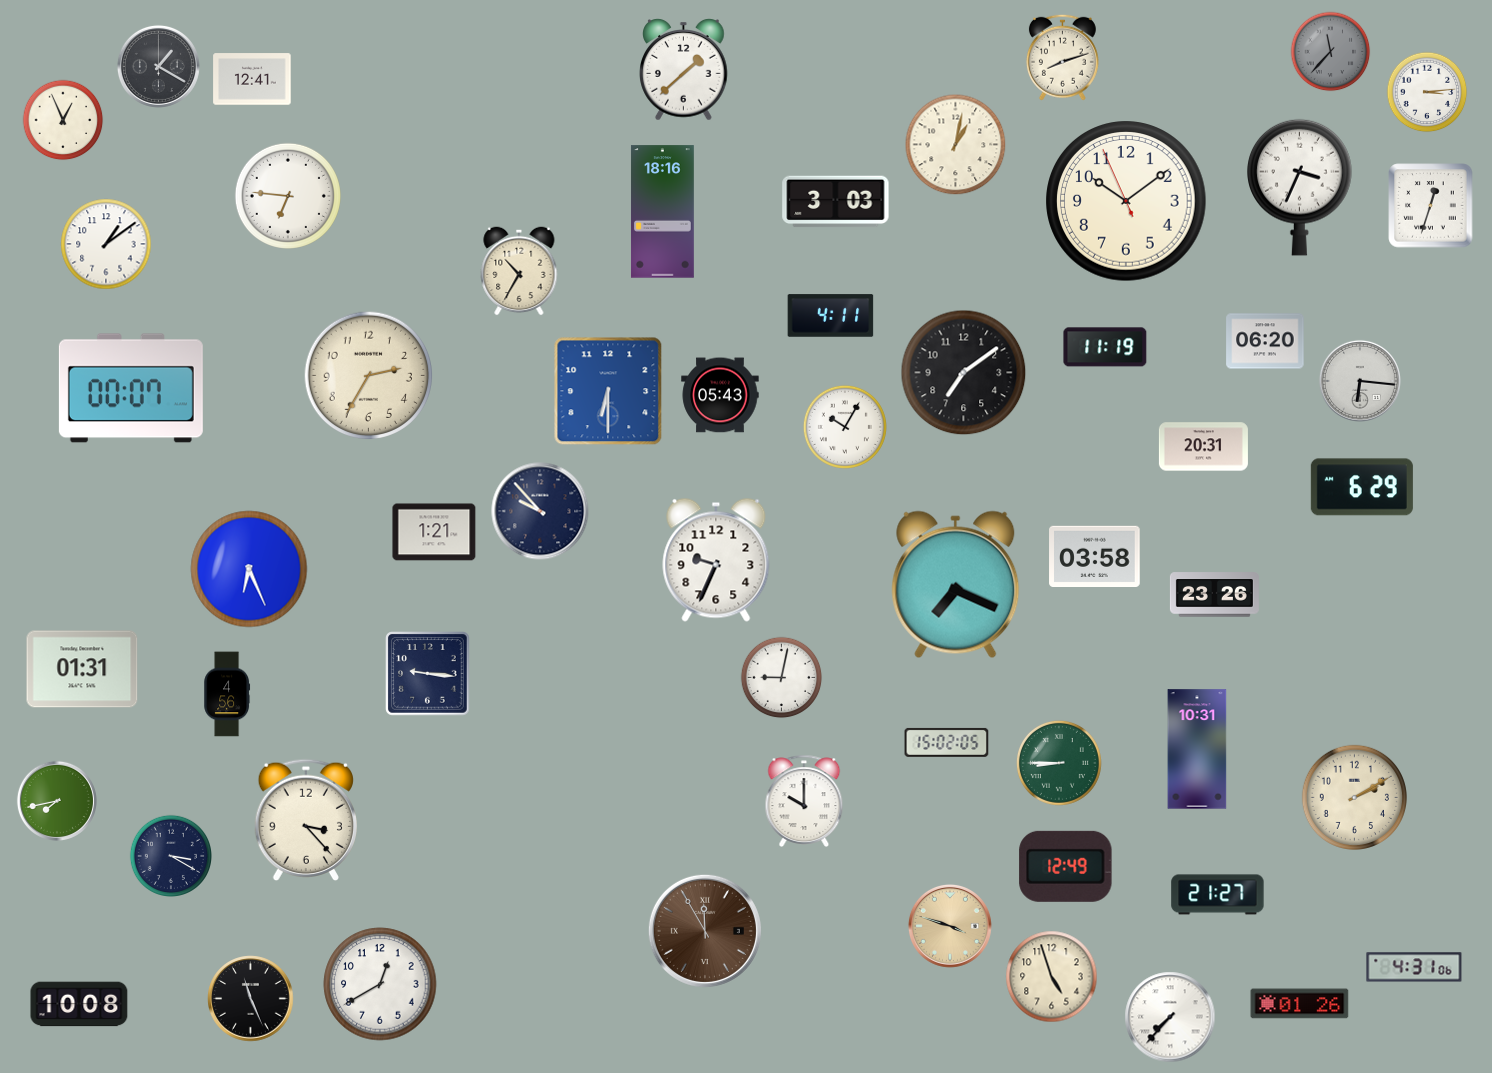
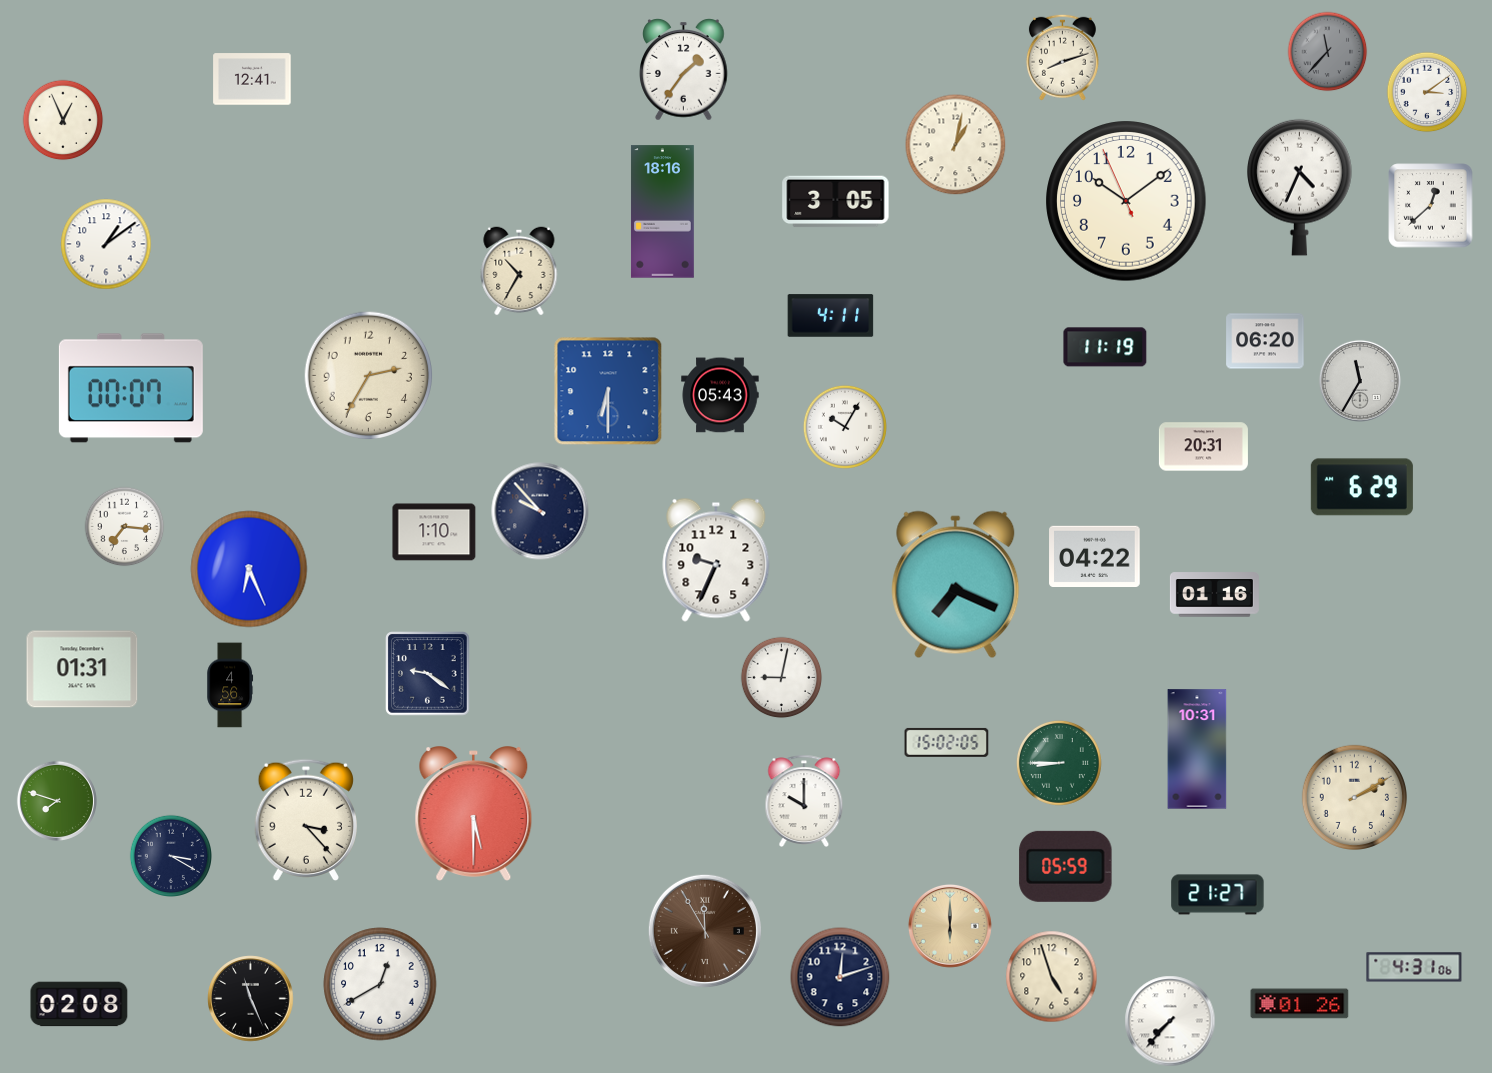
clock at (1331, 52) position: (1331, 52) -> (1328, 52)
clock at (158, 66): 1:20 -> none
clock at (684, 70): 1:38 -> 1:36
clock at (1427, 92): 3:14 -> 3:09
clock at (1300, 187): 3:34 -> 4:34
clock at (288, 196): 6:46 -> none
clock at (836, 202): 3:03 -> 3:05
clock at (1431, 206): 12:33 -> 12:38
clock at (964, 373): 7:09 -> none
clock at (1360, 381): 6:16 -> 11:35
clock at (125, 527): none -> 7:16
clock at (434, 532): 1:21 -> 1:10
clock at (1095, 556): 03:58 -> 04:22
clock at (1214, 595): 23:26 -> 01:16
clock at (428, 674): 9:16 -> 9:21
clock at (227, 694) position: (227, 694) -> (230, 685)
clock at (57, 801): 7:43 -> 7:48
clock at (474, 814): none -> 5:30
clock at (1066, 866): 12:49 -> 05:59
clock at (950, 926): 3:48 -> 6:00
clock at (840, 977): none -> 12:12
clock at (79, 1004): 10:08 -> 02:08
clock at (1170, 1017) position: (1170, 1017) -> (1170, 1021)
